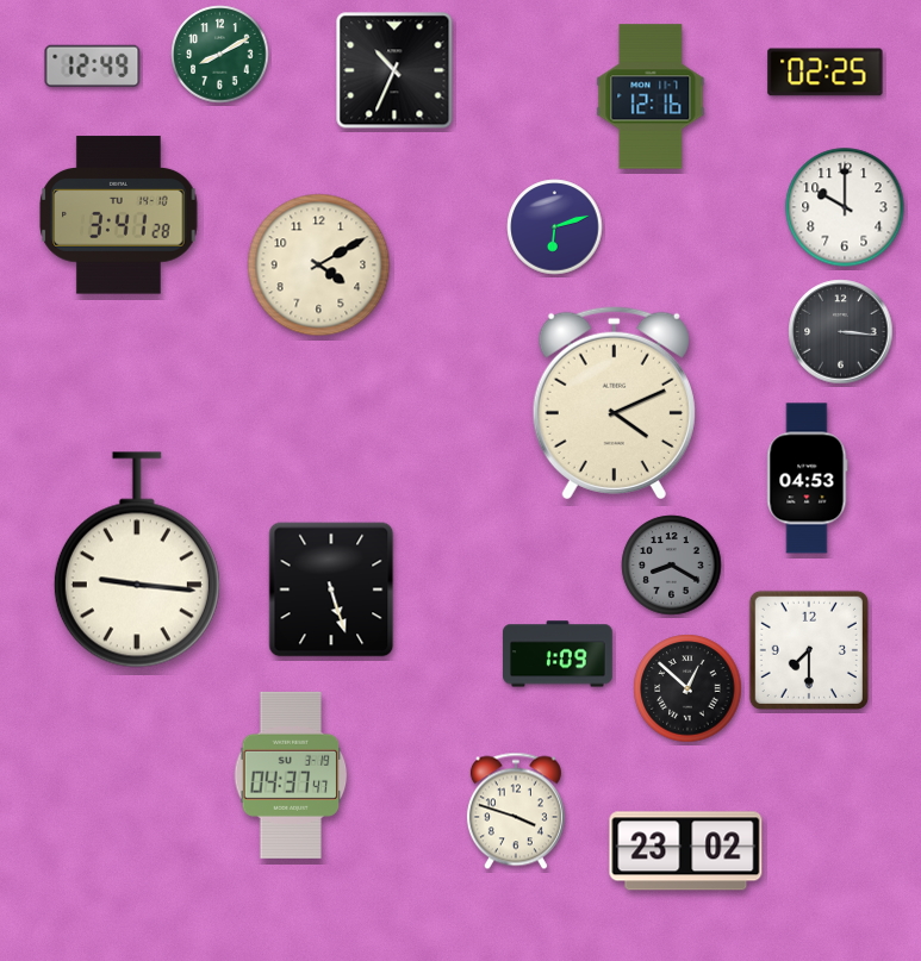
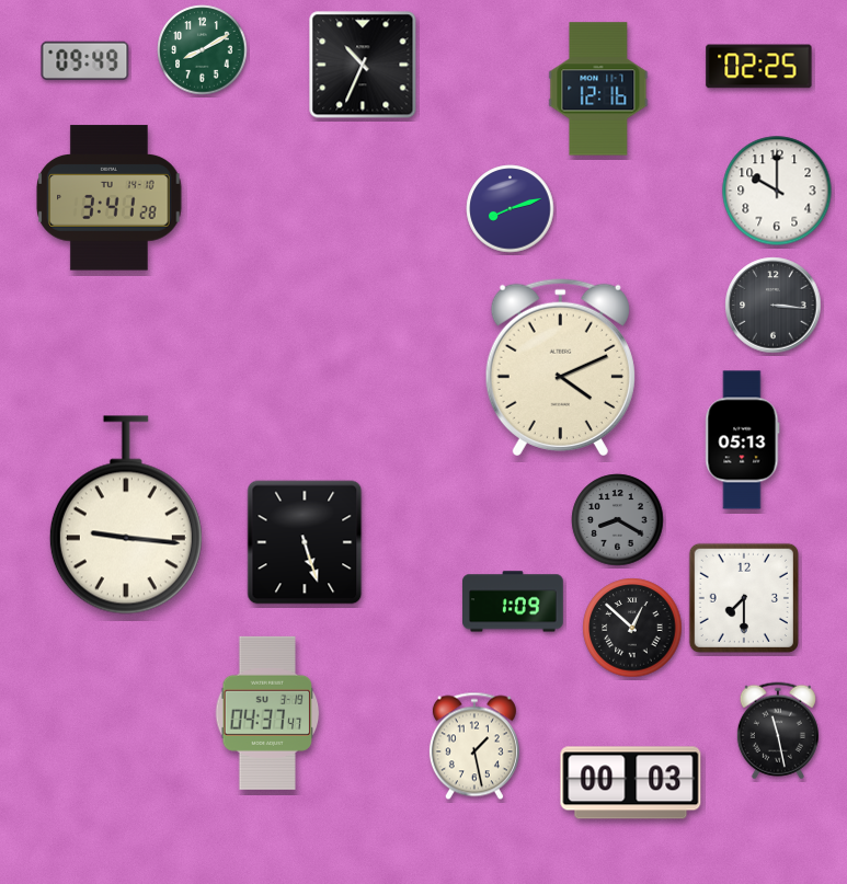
clock at (93, 65): 12:49 -> 09:49
clock at (555, 227): 6:12 -> 8:12
clock at (319, 266): 4:10 -> none
clock at (614, 403) position: (614, 403) -> (560, 367)
clock at (808, 479): 04:53 -> 05:13
clock at (687, 688) position: (687, 688) -> (632, 628)
clock at (778, 731): none -> 11:28
clock at (516, 811): 3:48 -> 1:28
clock at (686, 851): 23:02 -> 00:03
